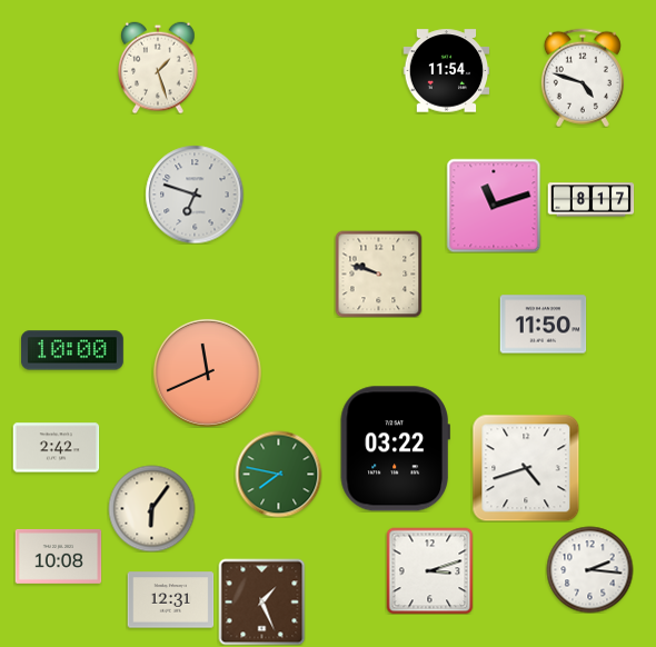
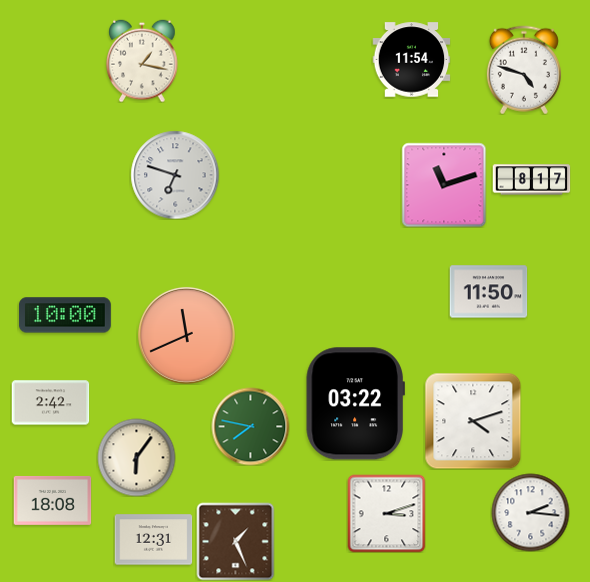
clock at (158, 68): 1:27 -> 1:17
clock at (446, 71) position: (446, 71) -> (411, 60)
clock at (378, 273): 9:48 -> none
clock at (526, 468): 4:42 -> 4:12
clock at (58, 556): 10:08 -> 18:08
